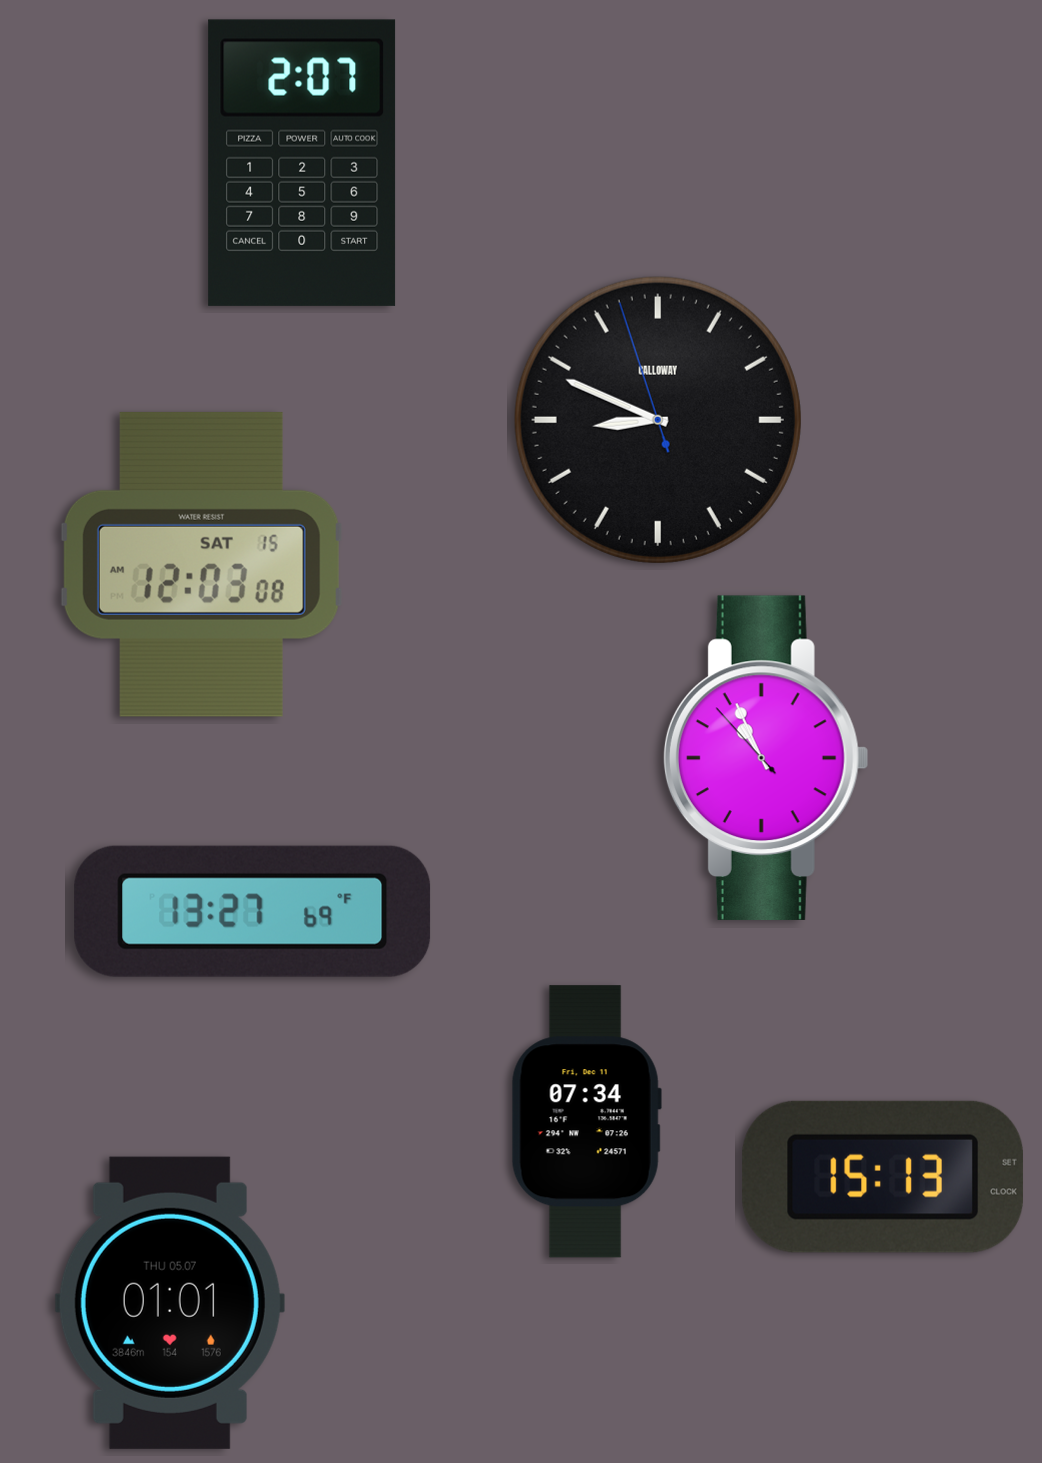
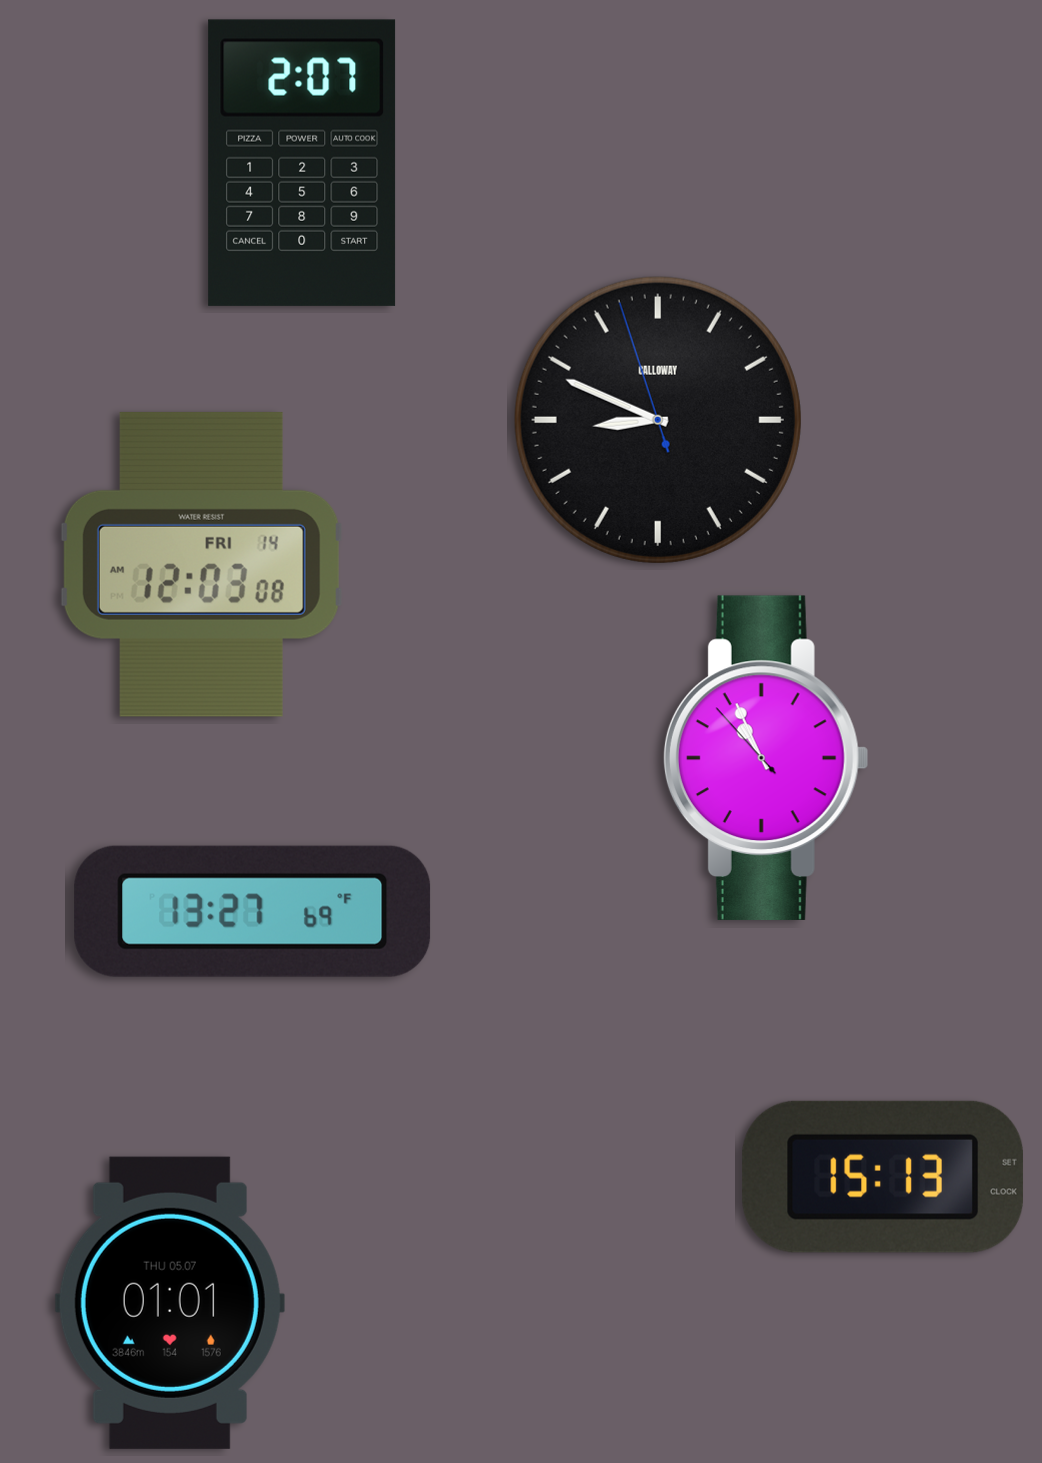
clock at (201, 564) date: SAT 15 -> FRI 14
clock at (586, 1122): 07:34 -> none
